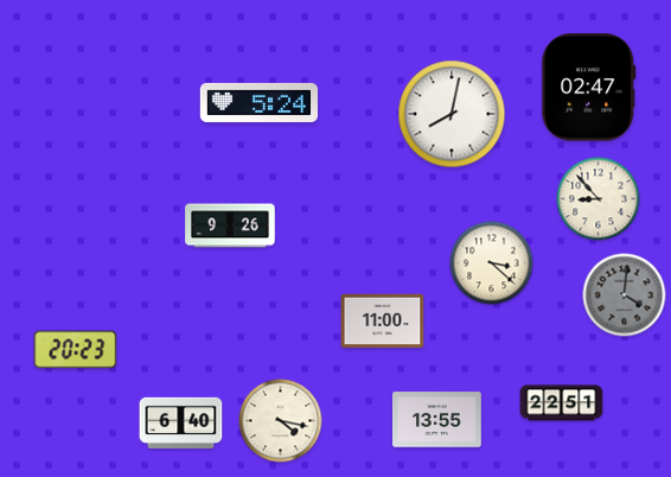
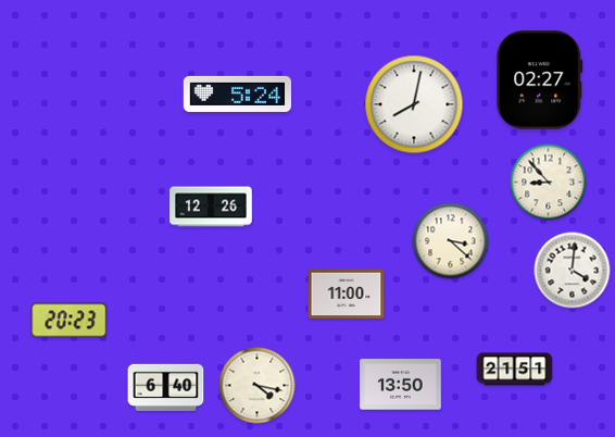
clock at (589, 88): 02:47 -> 02:27
clock at (230, 225): 9:26 -> 12:26
clock at (625, 295) dial: grey -> white
clock at (383, 322) position: (383, 322) -> (347, 295)
clock at (562, 403): 22:51 -> 21:51
clock at (437, 420): 13:55 -> 13:50
